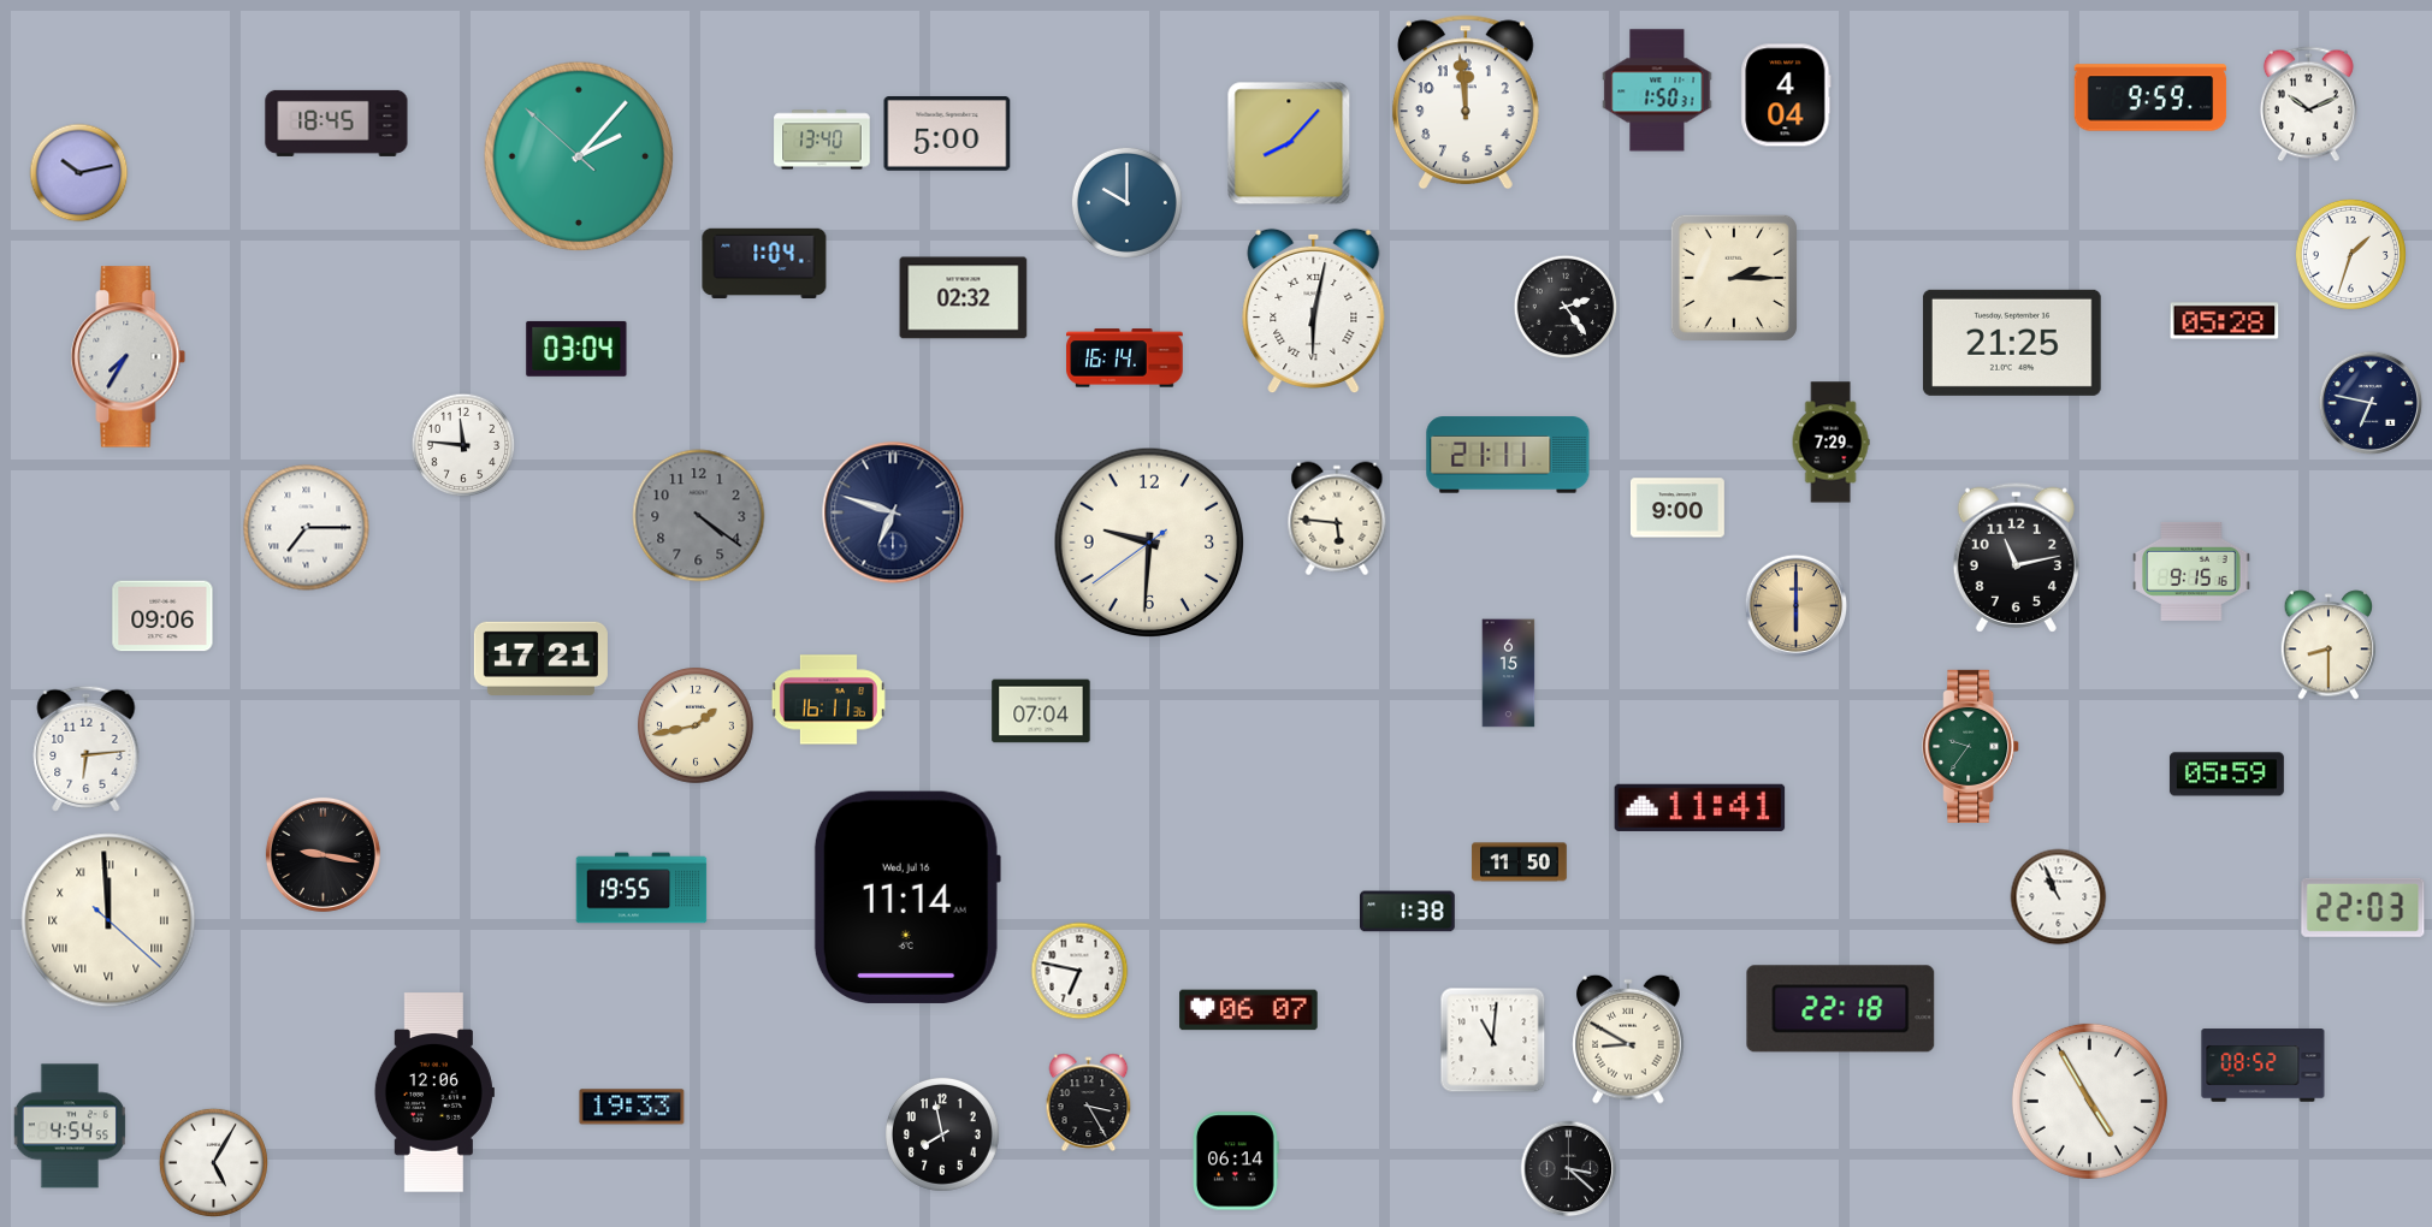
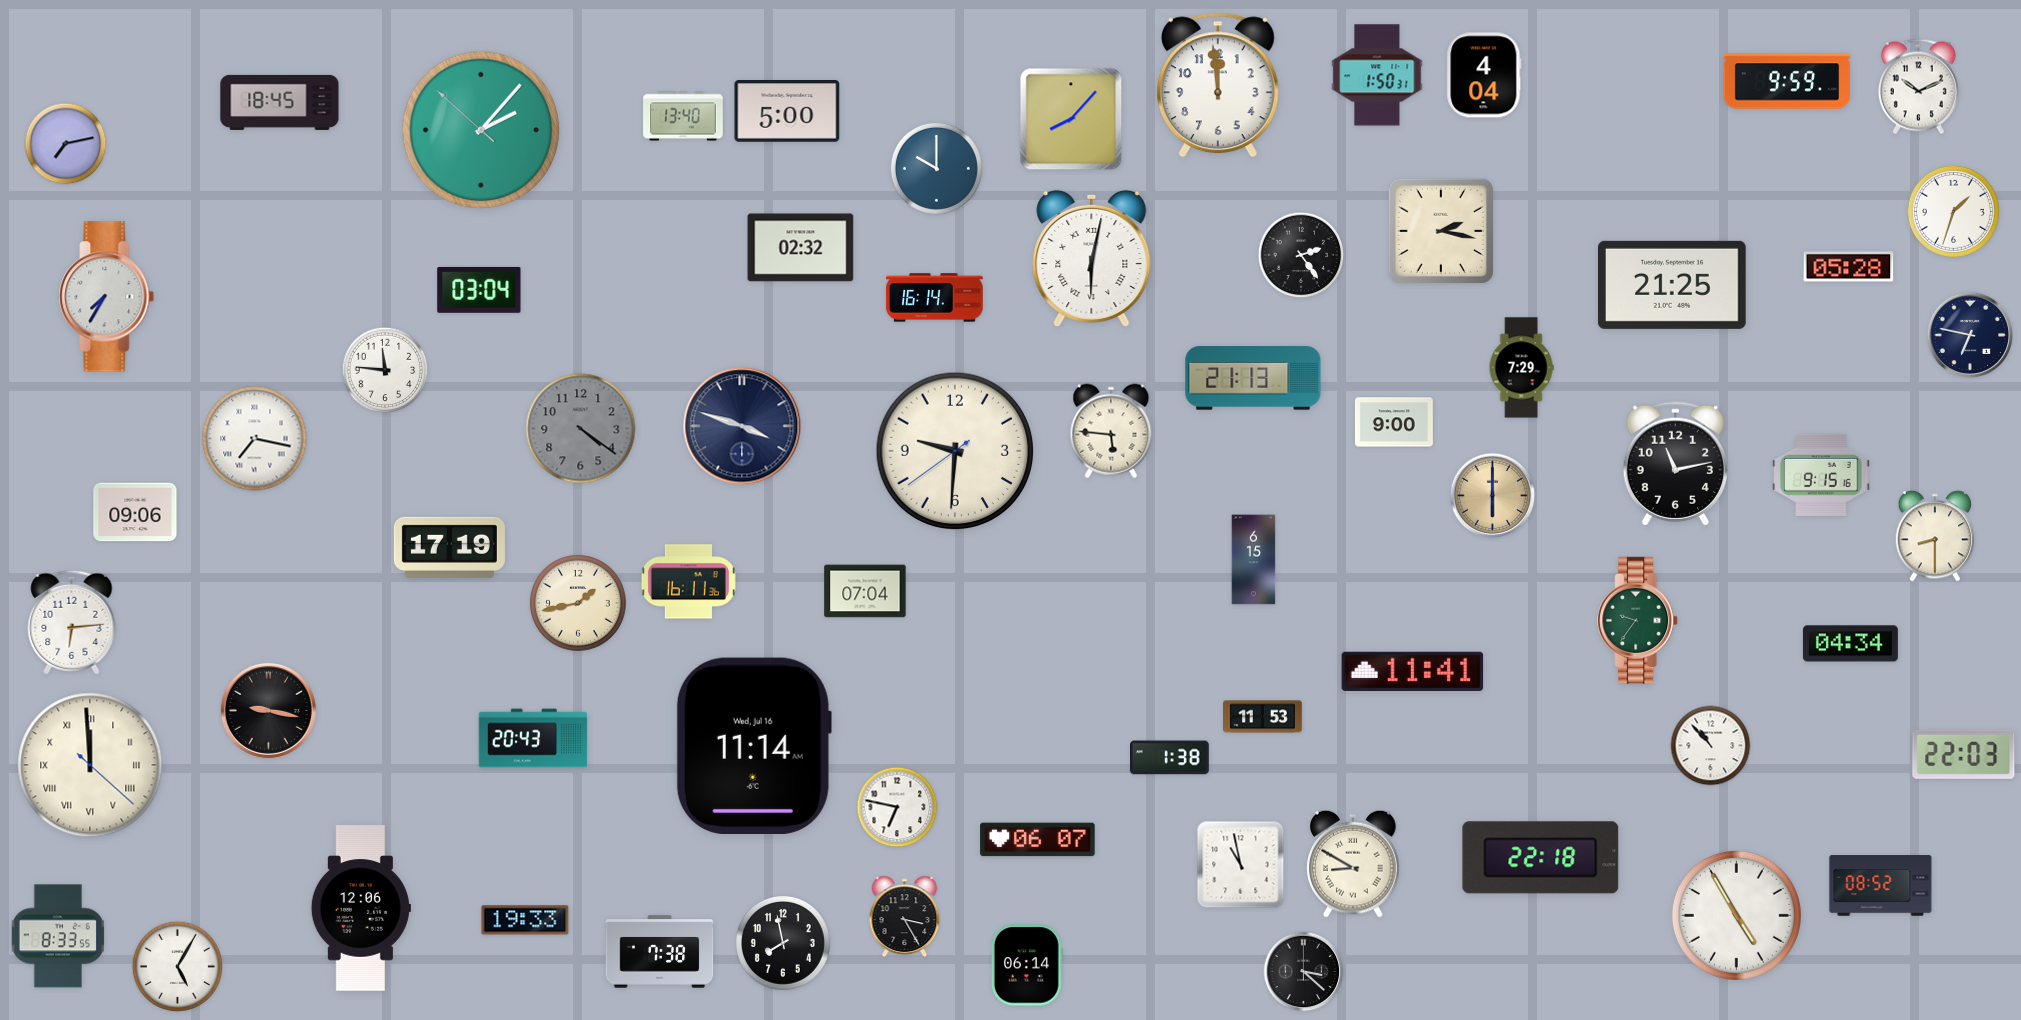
clock at (1786, 95) position: (1786, 95) -> (1484, 75)
clock at (79, 173): 10:13 -> 7:13
clock at (764, 263): 1:04 -> none
clock at (1734, 278): 2:15 -> 2:17
clock at (1508, 455): 21:11 -> 21:13
clock at (893, 512): 6:48 -> 3:48
clock at (307, 528): 7:15 -> 7:17
clock at (1797, 606) position: (1797, 606) -> (1493, 496)
clock at (540, 658): 17:21 -> 17:19
clock at (2226, 775): 05:59 -> 04:34
clock at (1520, 863): 11:50 -> 11:53
clock at (641, 888): 19:55 -> 20:43
clock at (2059, 897): 10:56 -> 10:53
clock at (1841, 1009) position: (1841, 1009) -> (1541, 858)
clock at (1493, 1041): 11:01 -> 10:58
clock at (70, 1126): 4:54 -> 8:33
clock at (660, 952): none -> 7:38
